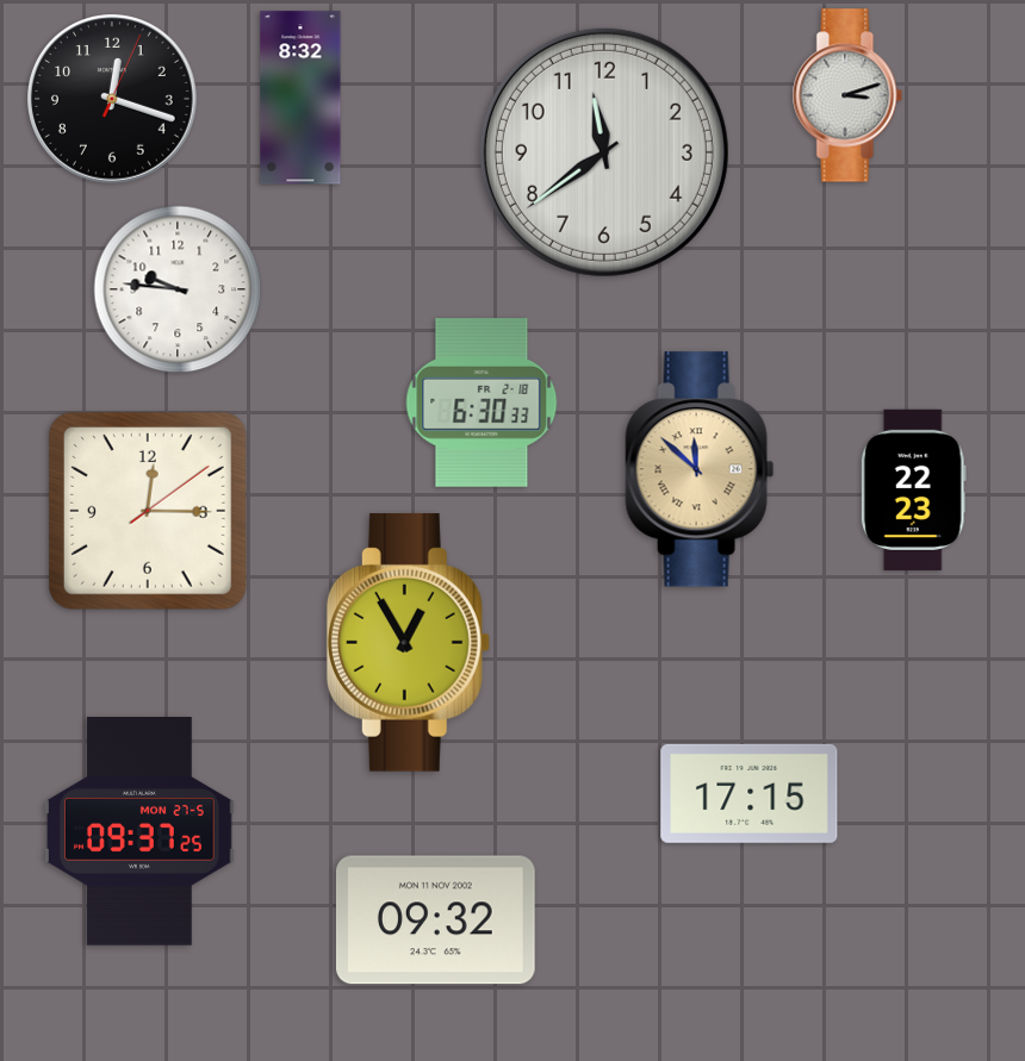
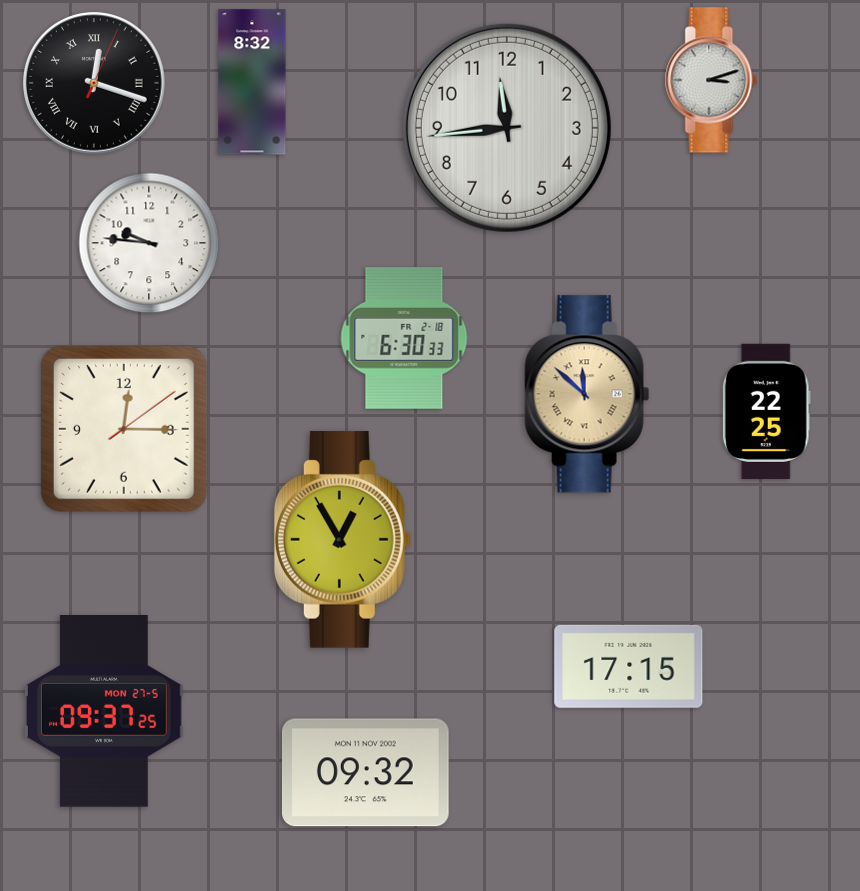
clock at (113, 100) numerals: Arabic -> Roman
clock at (604, 152): 11:39 -> 11:44
clock at (913, 489): 22:23 -> 22:25
clock at (139, 832) position: (139, 832) -> (104, 712)
